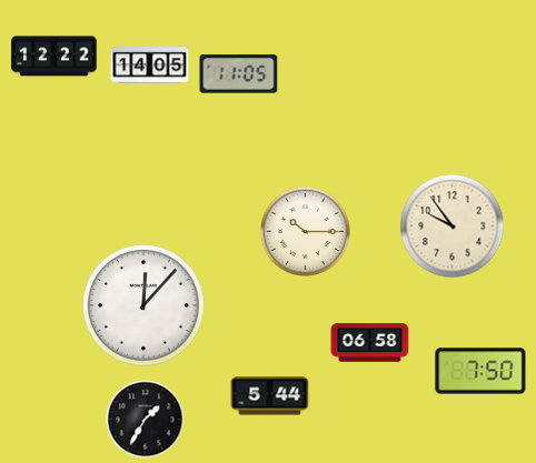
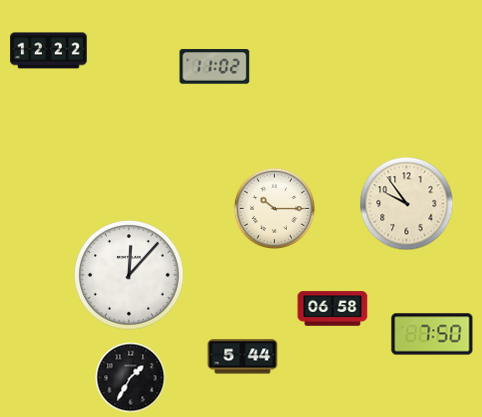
clock at (150, 66): 14:05 -> none
clock at (239, 74): 11:05 -> 11:02
